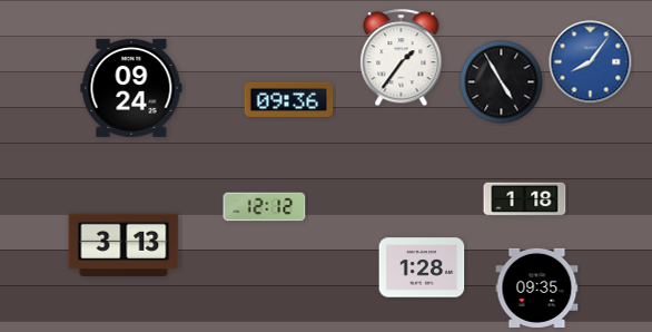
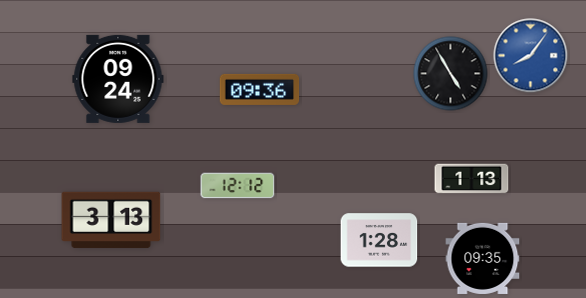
clock at (402, 58): 1:36 -> none
clock at (525, 199): 1:18 -> 1:13
